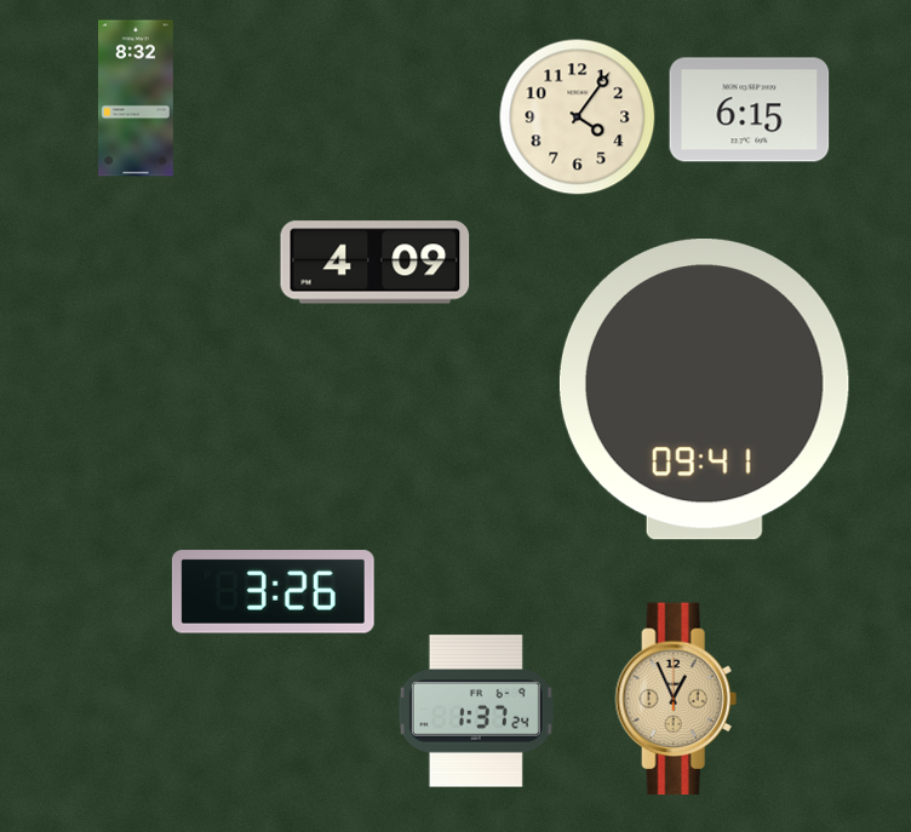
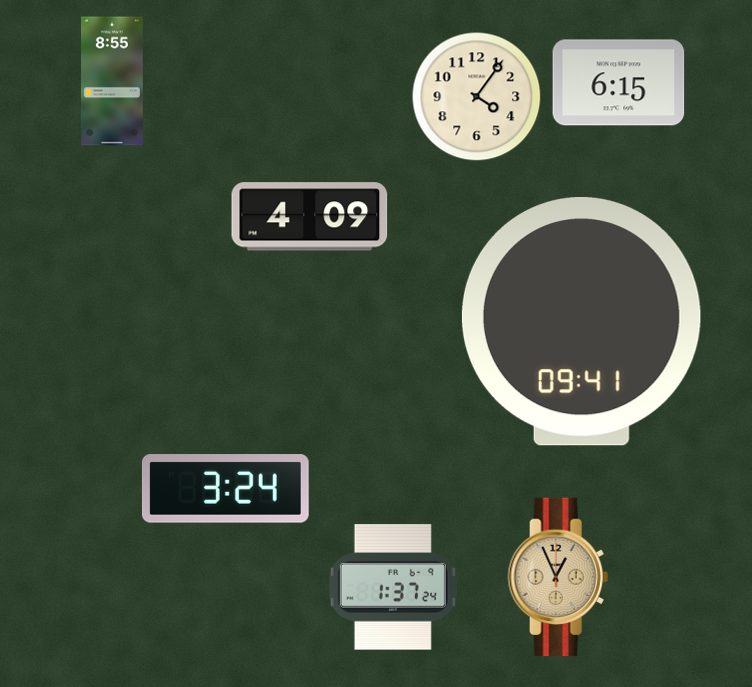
clock at (137, 98): 8:32 -> 8:55
clock at (750, 110) position: (750, 110) -> (619, 83)
clock at (273, 592): 3:26 -> 3:24
